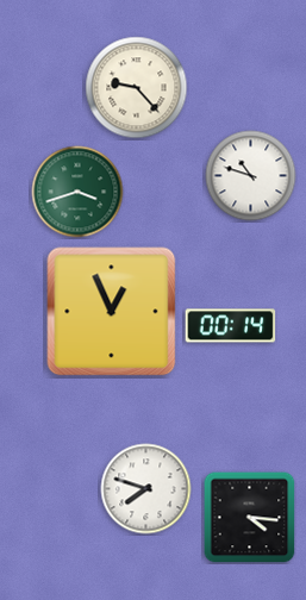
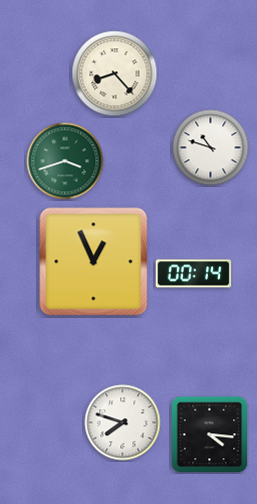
clock at (137, 88): 9:23 -> 8:23
clock at (146, 489) position: (146, 489) -> (123, 423)
